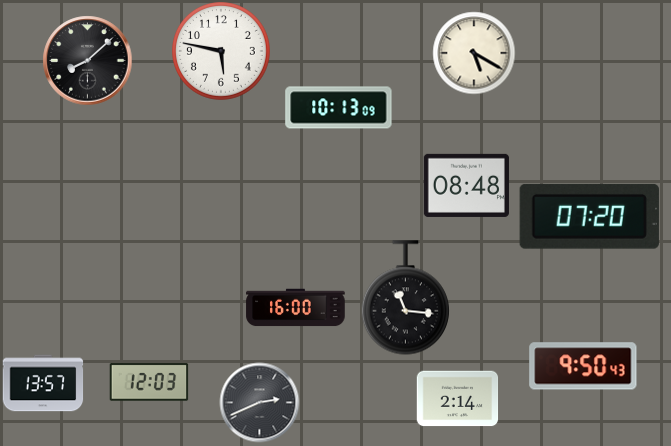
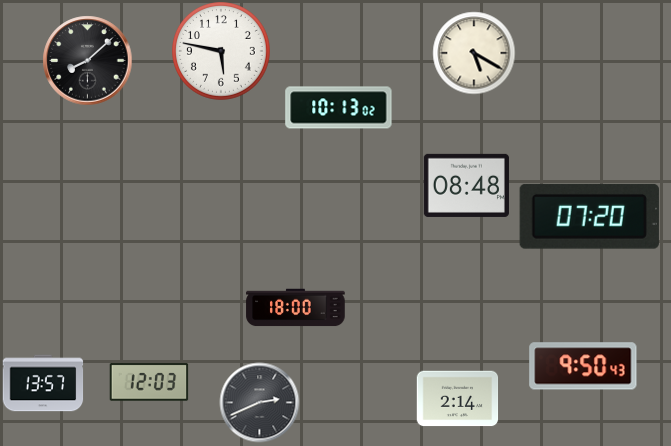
clock at (339, 108): 10:13:09 -> 10:13:02
clock at (405, 298): 11:16 -> none
clock at (296, 308): 16:00 -> 18:00
